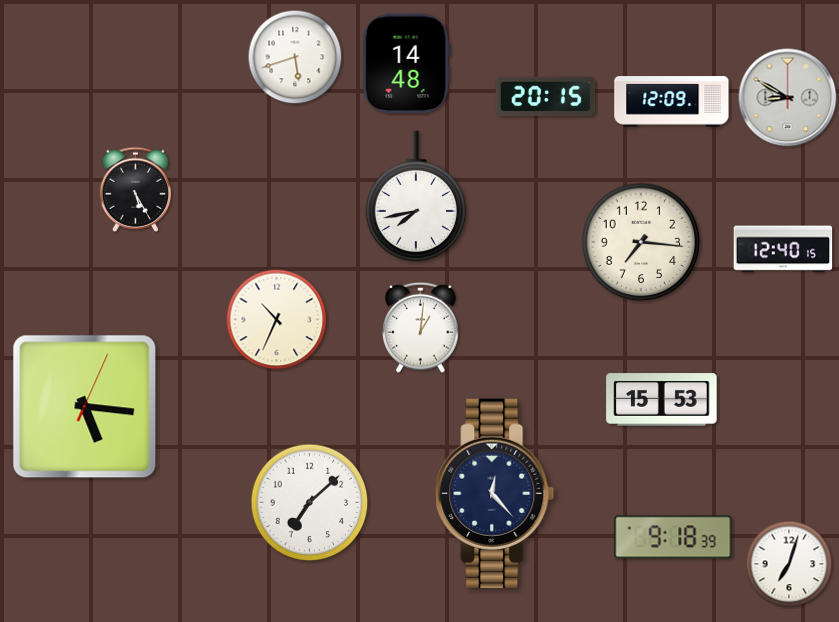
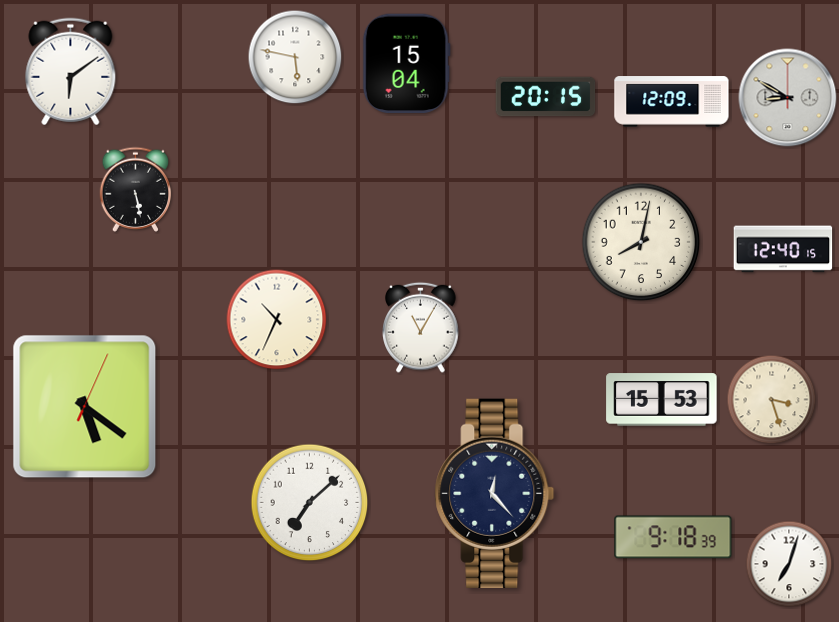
clock at (295, 57): 5:42 -> 5:47
clock at (406, 64): 14:48 -> 15:04
clock at (71, 72): none -> 6:09
clock at (136, 189): 5:25 -> 5:28
clock at (415, 196): 7:43 -> none
clock at (641, 242): 7:16 -> 8:02
clock at (421, 327): 1:01 -> 11:05
clock at (772, 400): none -> 3:27
clock at (85, 407): 5:16 -> 5:21
